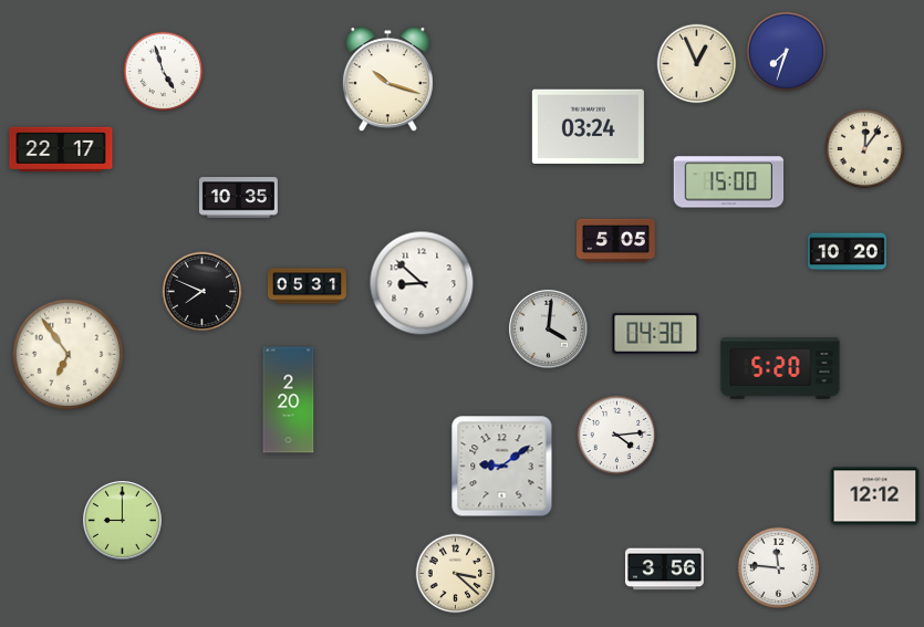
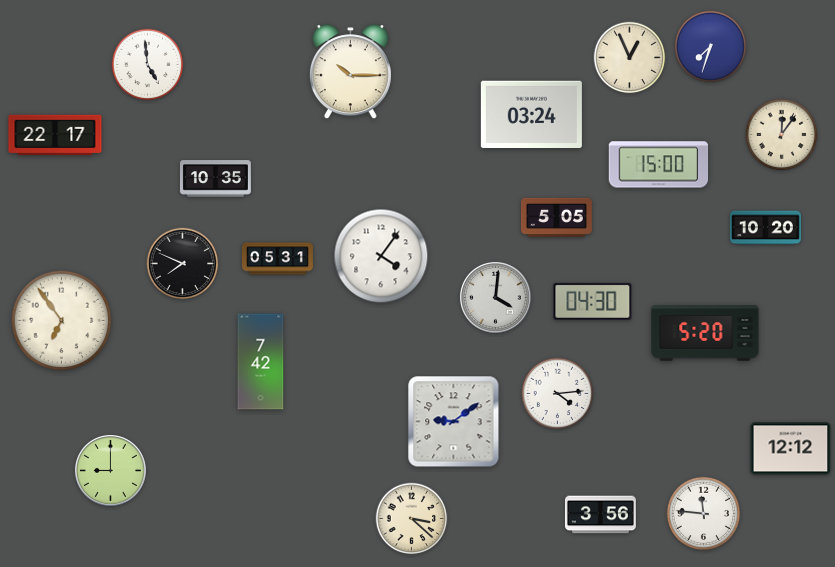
clock at (164, 72): 4:57 -> 4:59
clock at (387, 80): 10:18 -> 10:15
clock at (422, 283): 8:52 -> 4:06
clock at (289, 400): 2:20 -> 7:42
